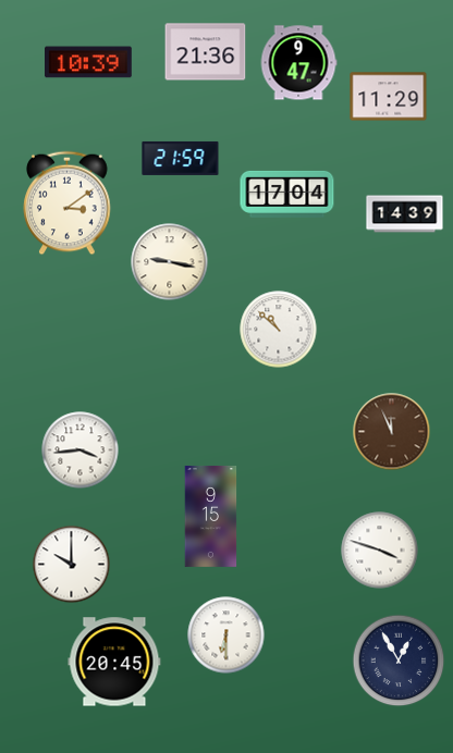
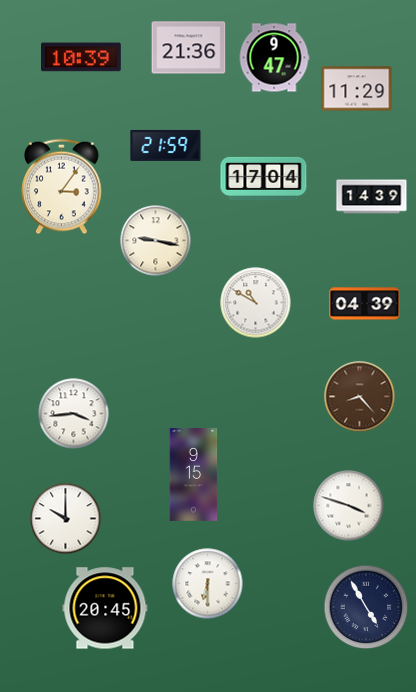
clock at (68, 203): 3:09 -> 3:06
clock at (279, 330): 10:52 -> 10:50
clock at (365, 304): none -> 04:39
clock at (392, 432): 11:56 -> 8:23
clock at (399, 661): 12:55 -> 4:55
